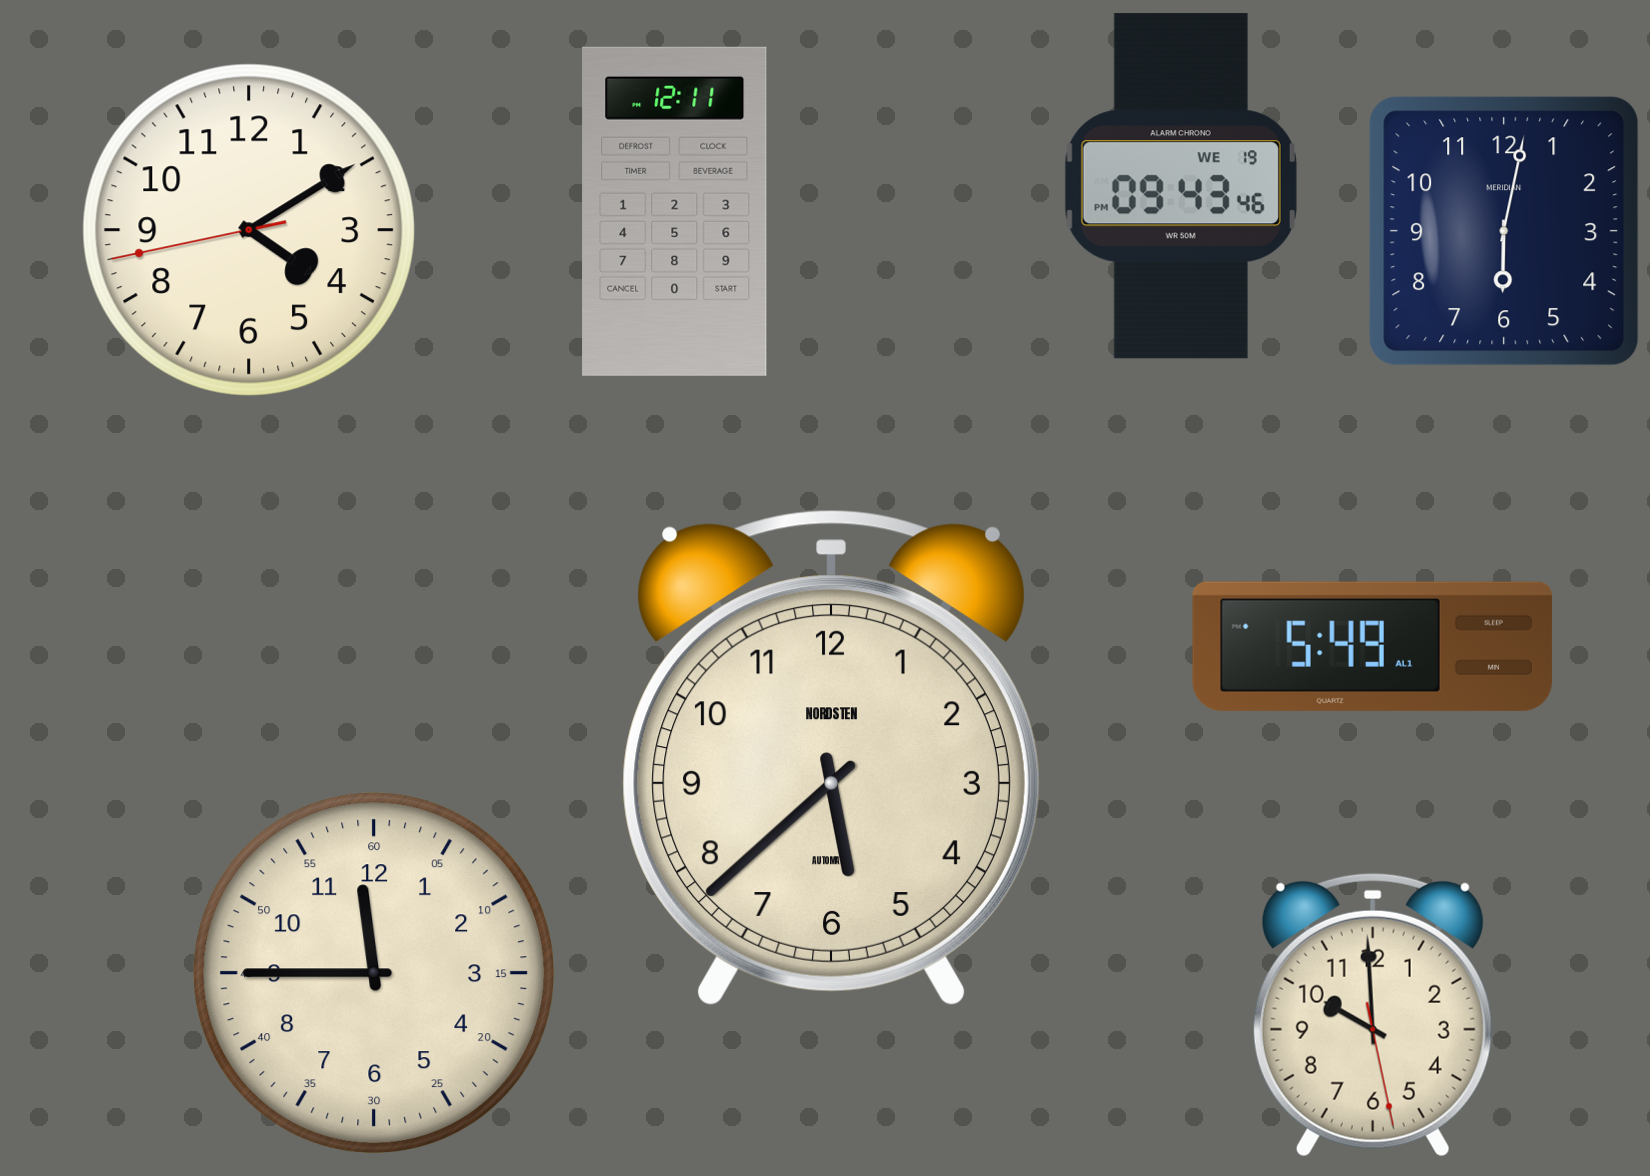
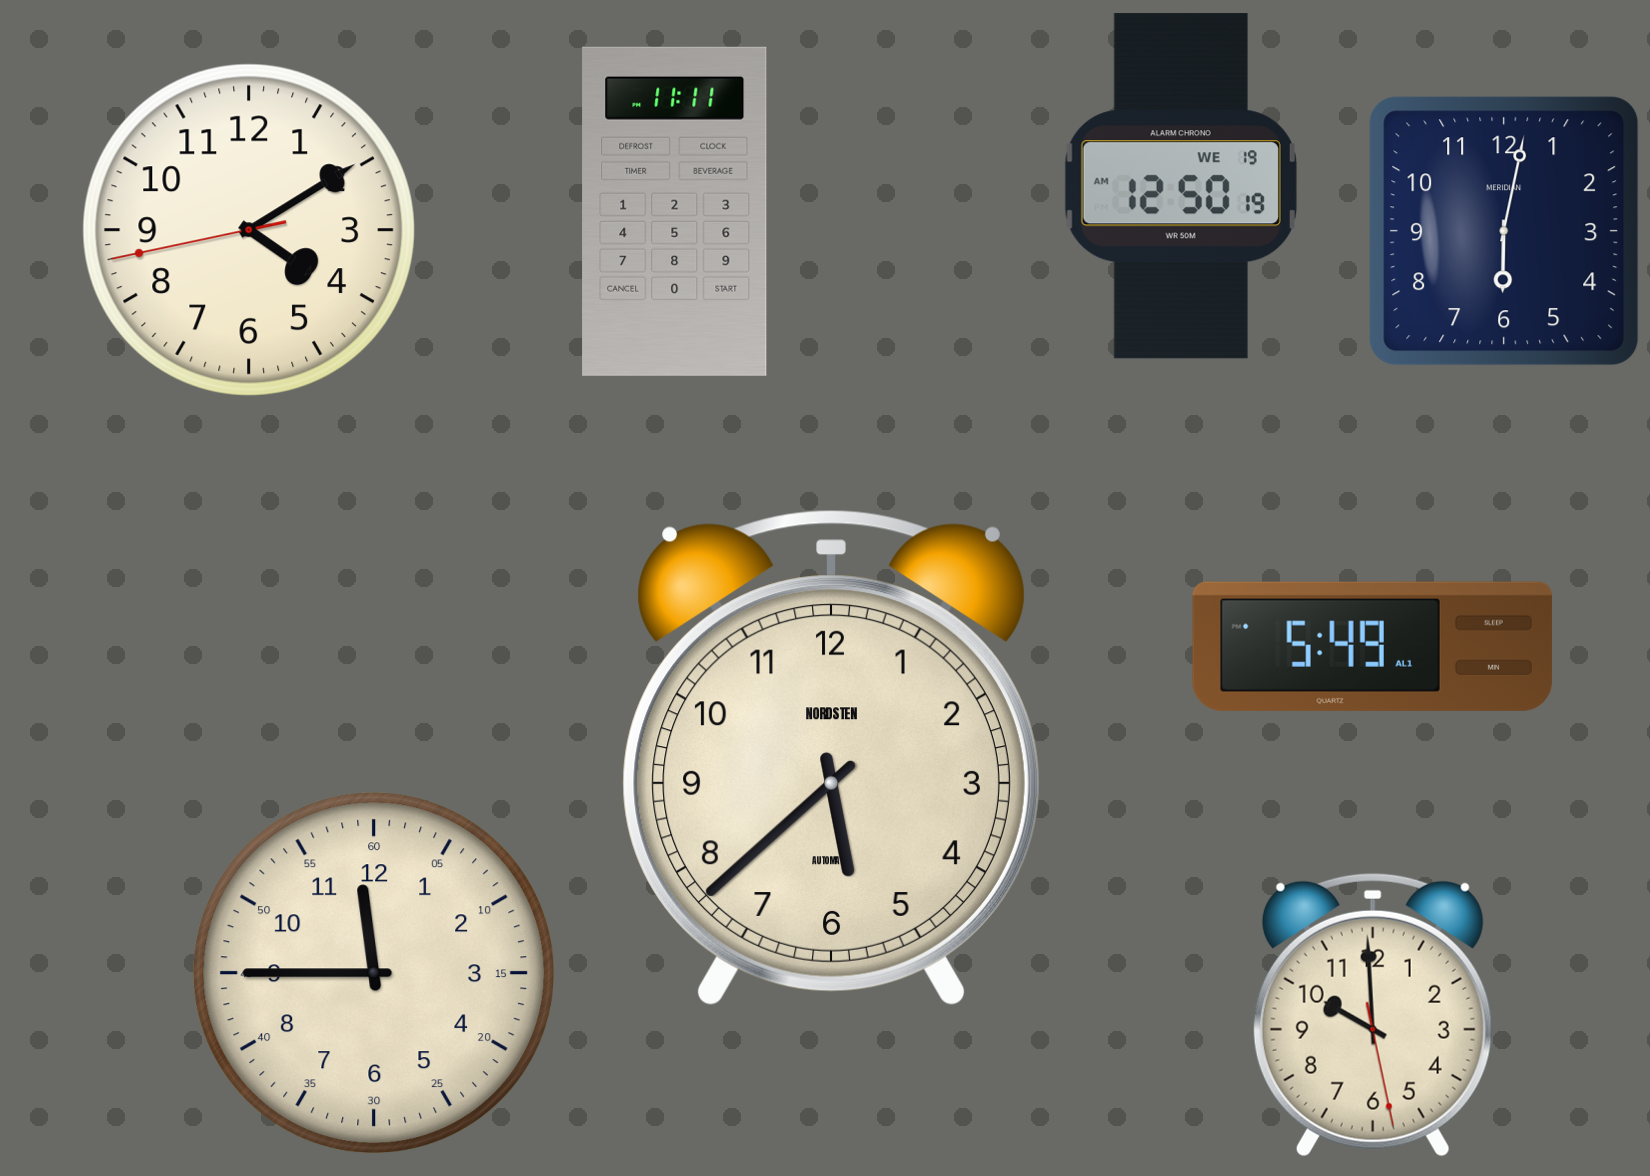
clock at (1181, 186): 09:43 -> 12:50
clock at (675, 211): 12:11 -> 11:11
